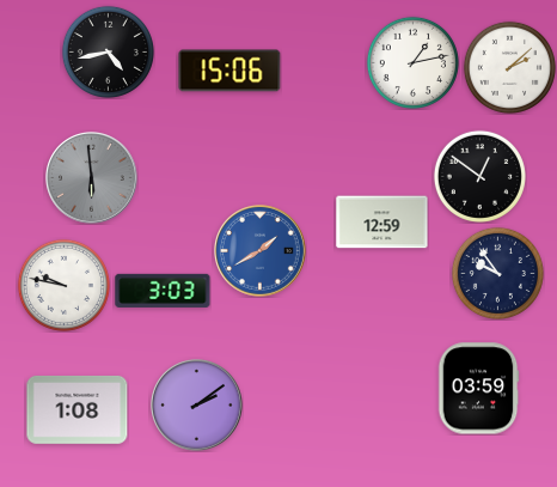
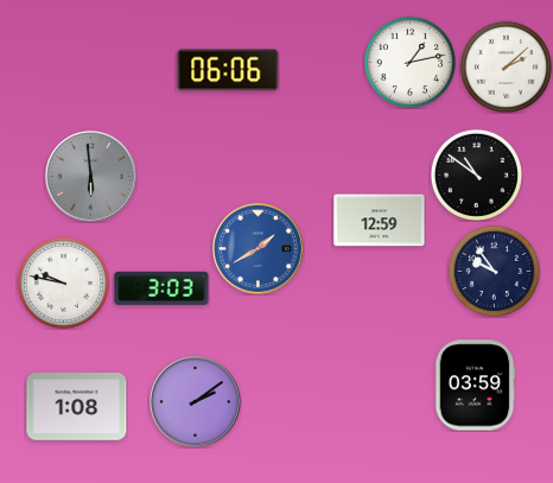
clock at (108, 51): 4:43 -> none
clock at (229, 71): 15:06 -> 06:06
clock at (479, 176): 12:51 -> 10:51
